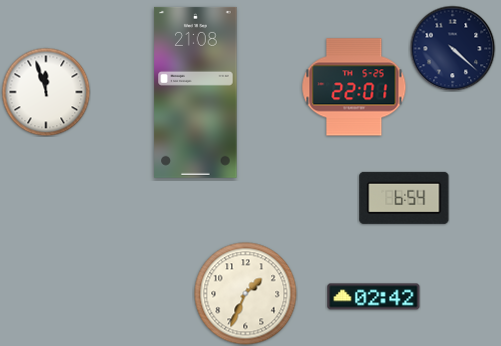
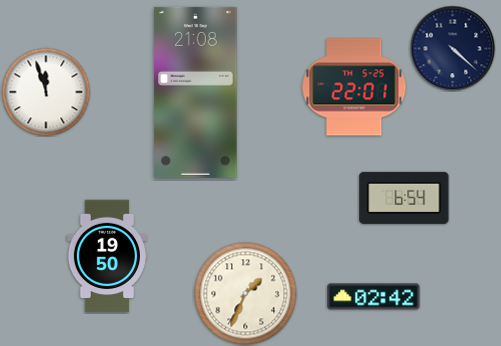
clock at (106, 256): none -> 19:50
